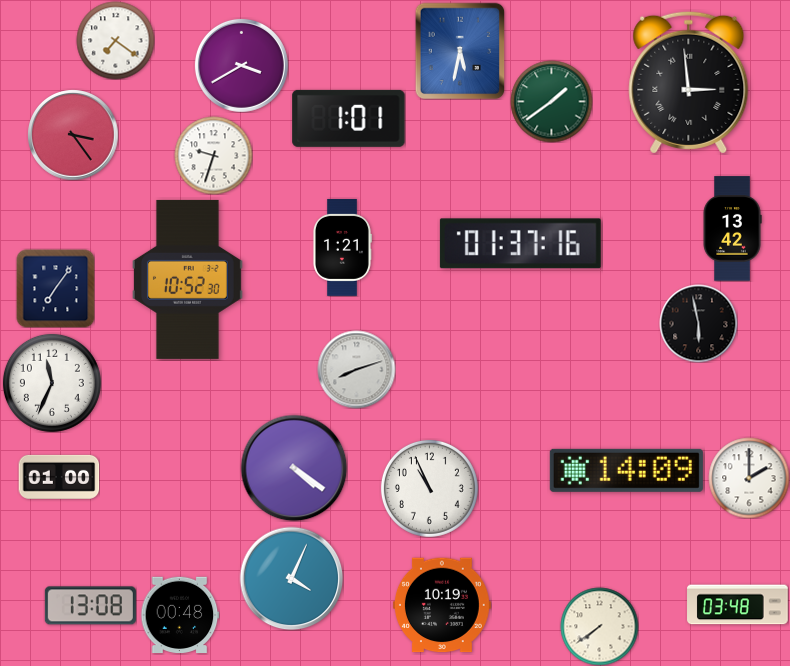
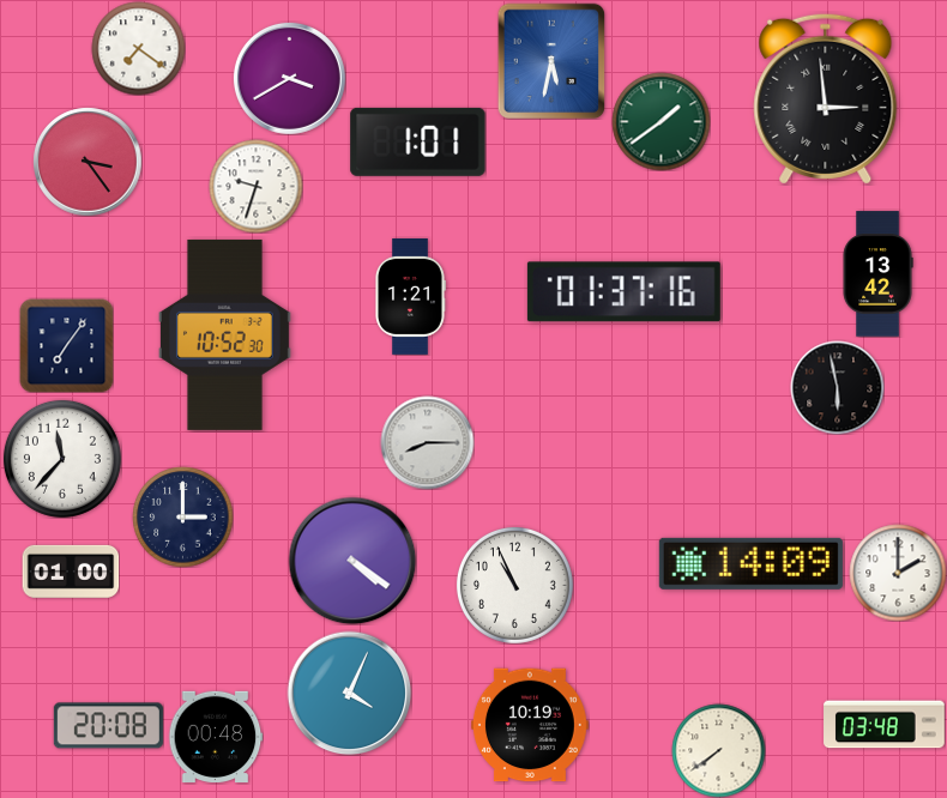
clock at (356, 369): 8:12 -> 8:15
clock at (52, 383): 11:34 -> 11:37
clock at (182, 516): none -> 3:00
clock at (90, 606): 13:08 -> 20:08
